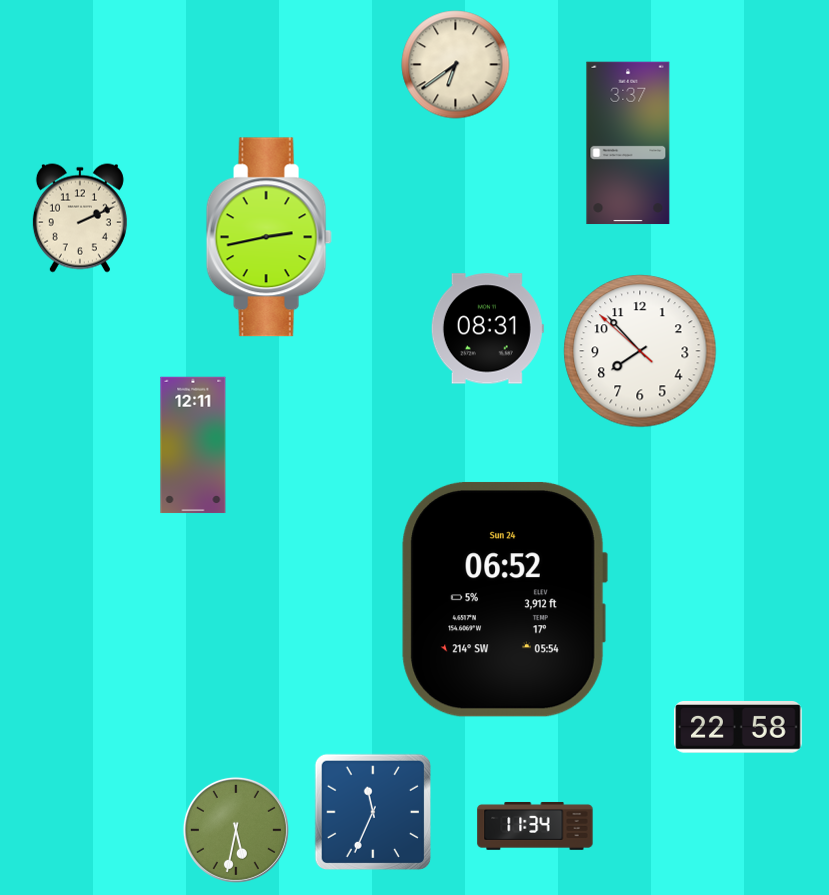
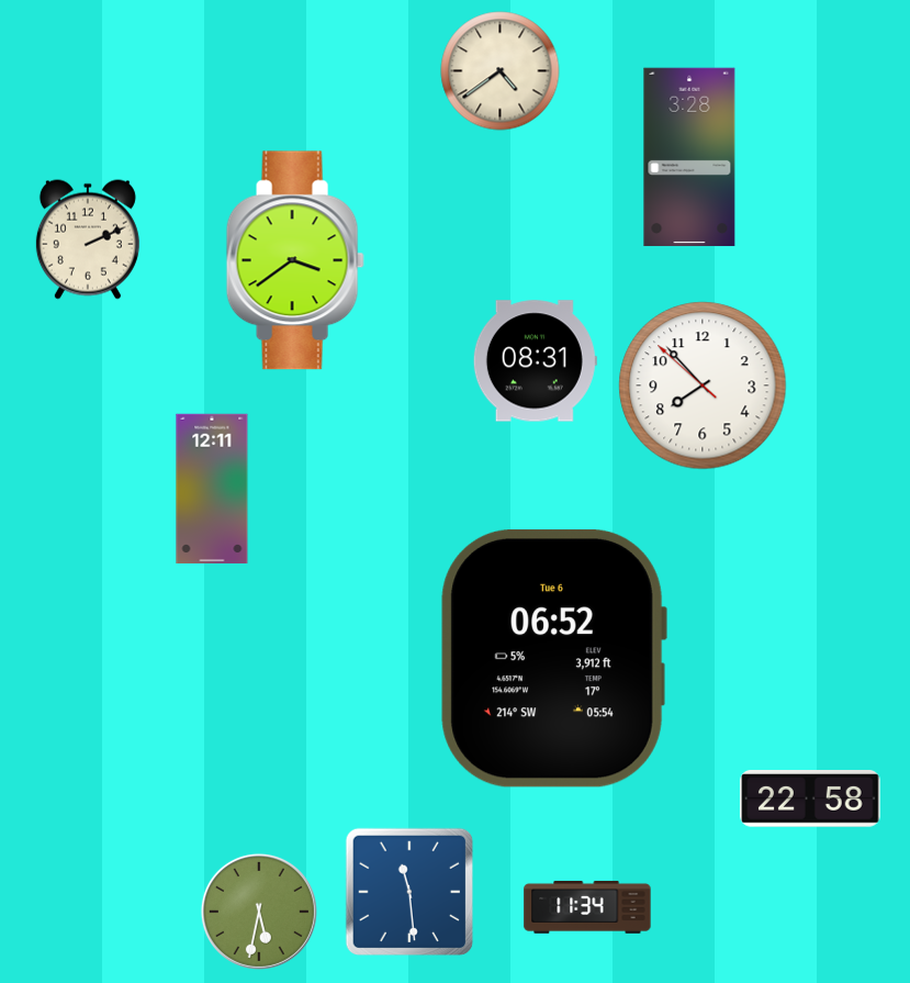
clock at (456, 65): 6:39 -> 4:39
clock at (628, 143): 3:37 -> 3:28
clock at (269, 237): 2:43 -> 3:39
clock at (504, 599) date: Sun 24 -> Tue 6
clock at (372, 811): 11:34 -> 11:29
